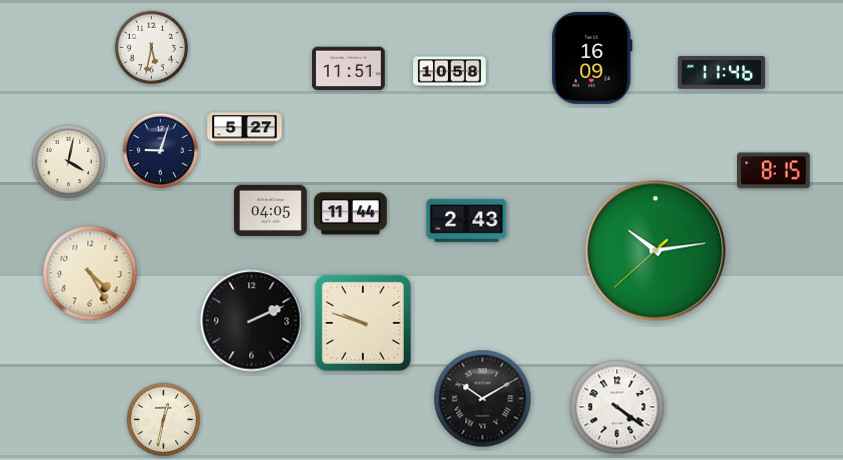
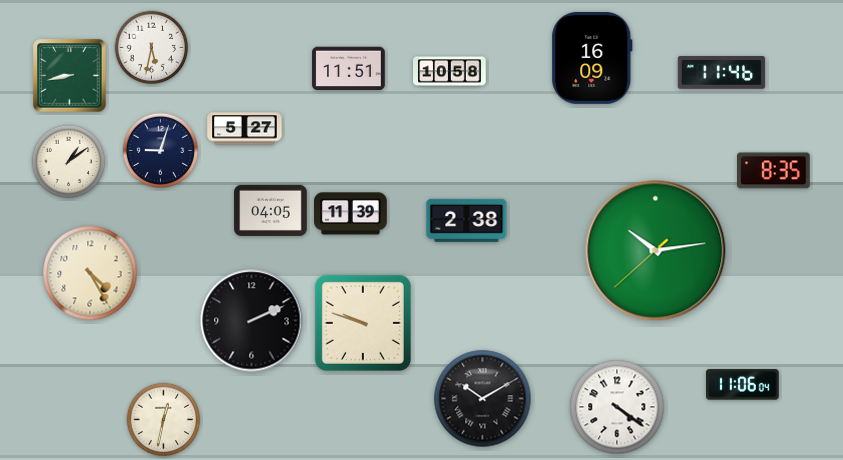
clock at (70, 76): none -> 8:43
clock at (69, 162): 4:02 -> 1:09
clock at (774, 171): 8:15 -> 8:35
clock at (351, 214): 11:44 -> 11:39
clock at (467, 220): 2:43 -> 2:38
clock at (743, 385): none -> 11:06
